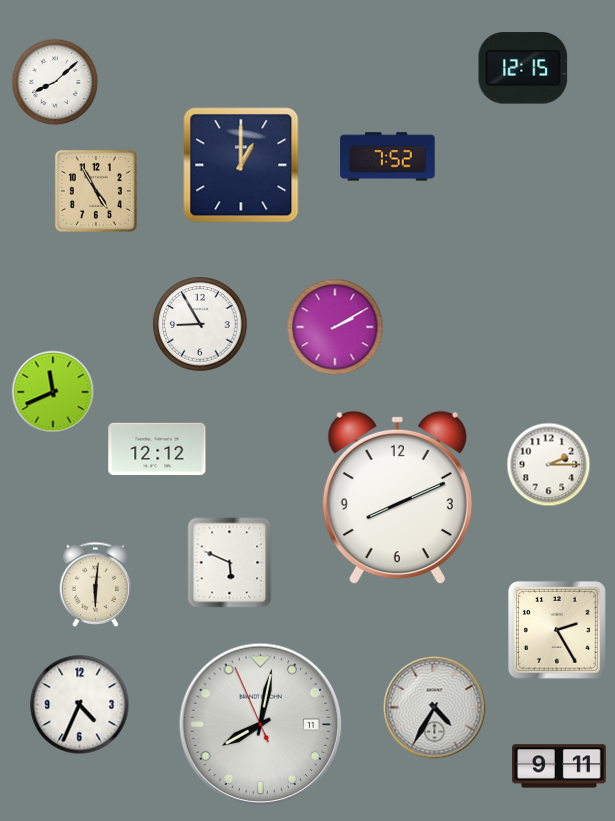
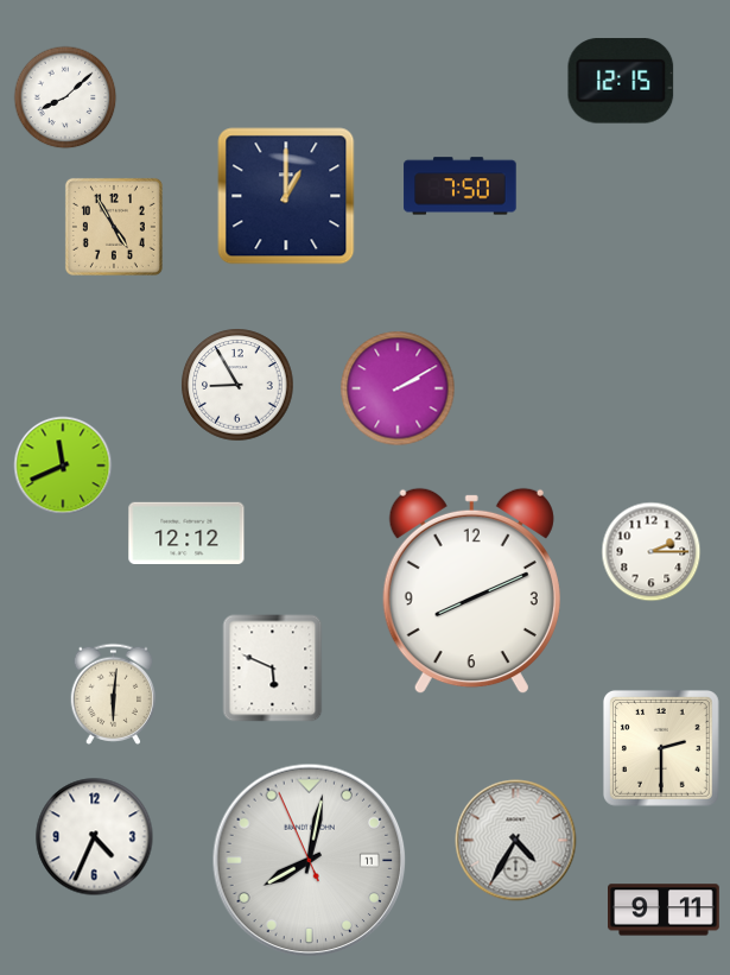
clock at (388, 157): 7:52 -> 7:50
clock at (557, 630): 2:25 -> 2:30
